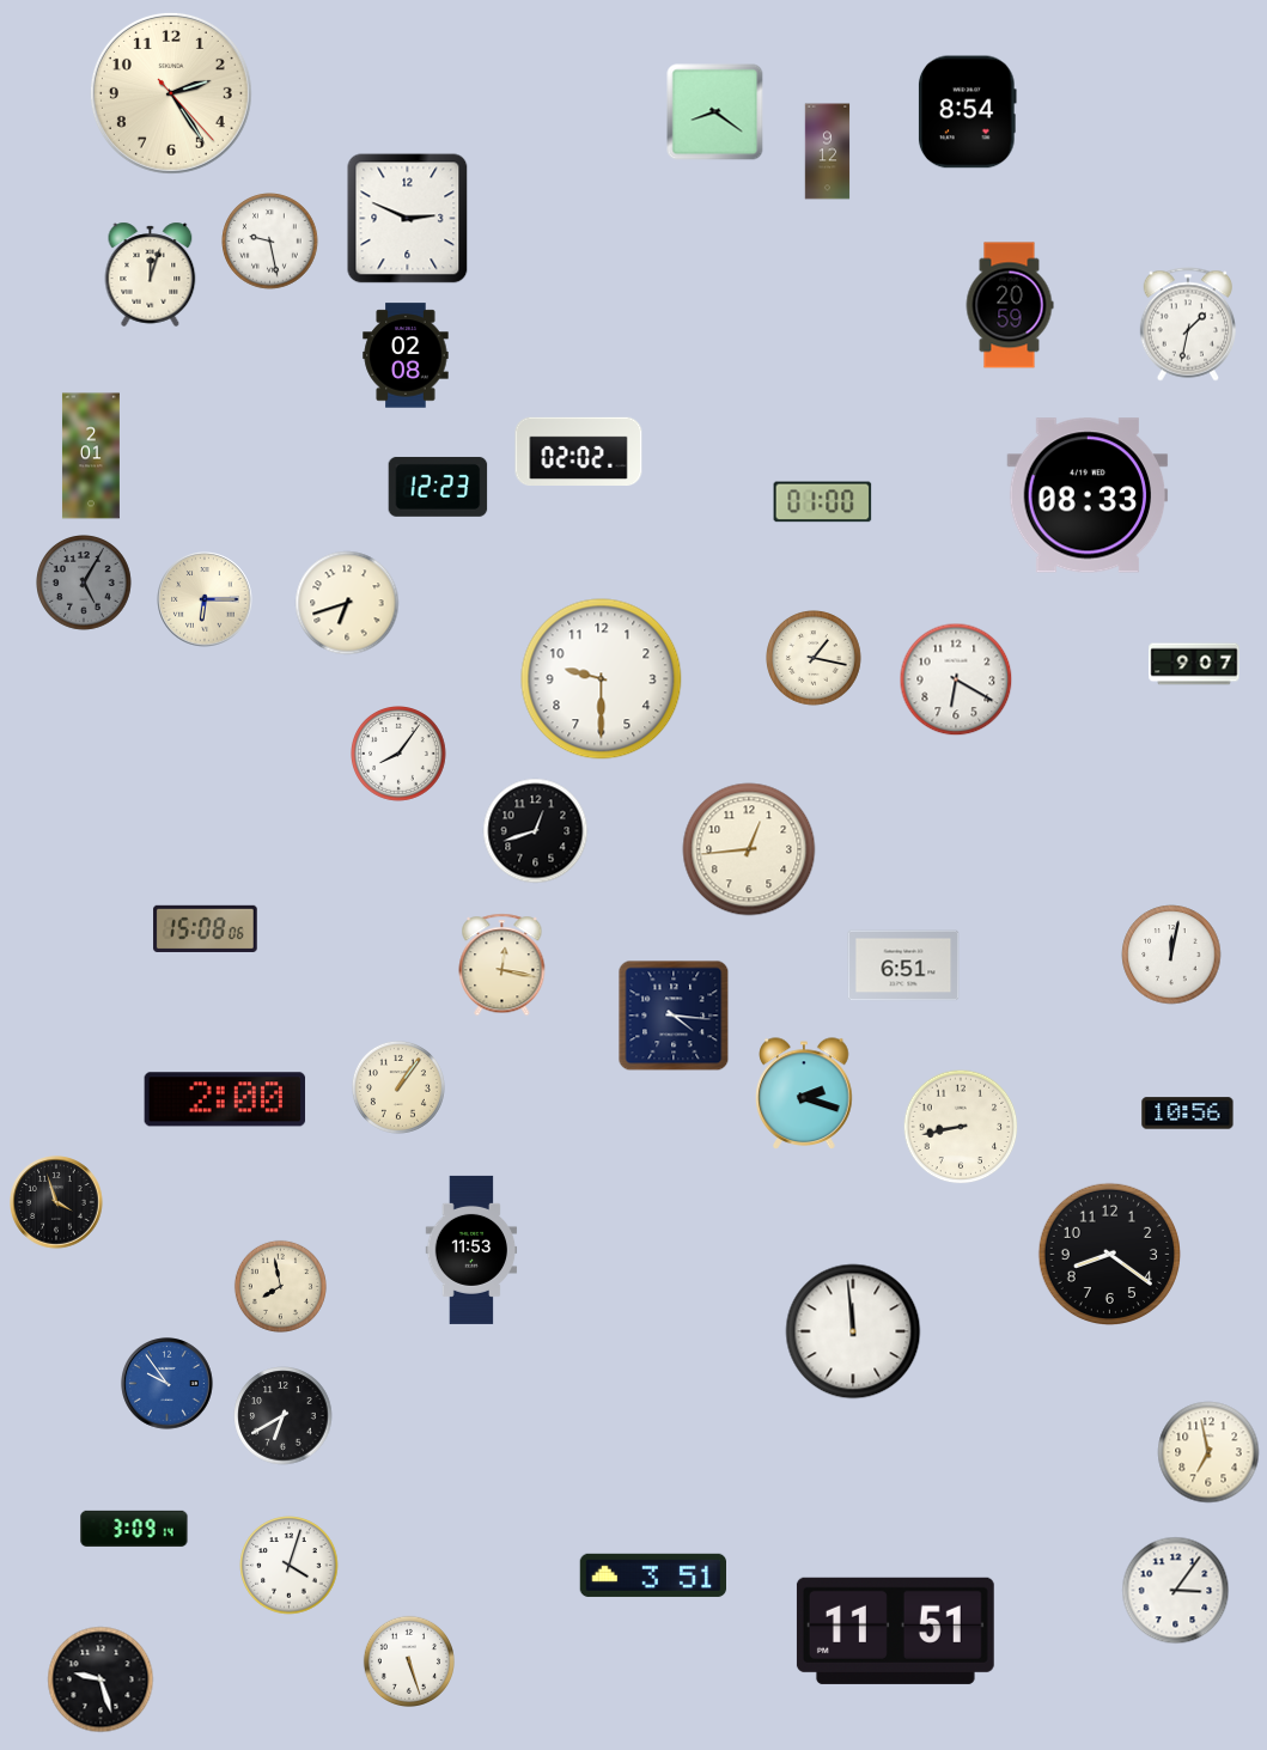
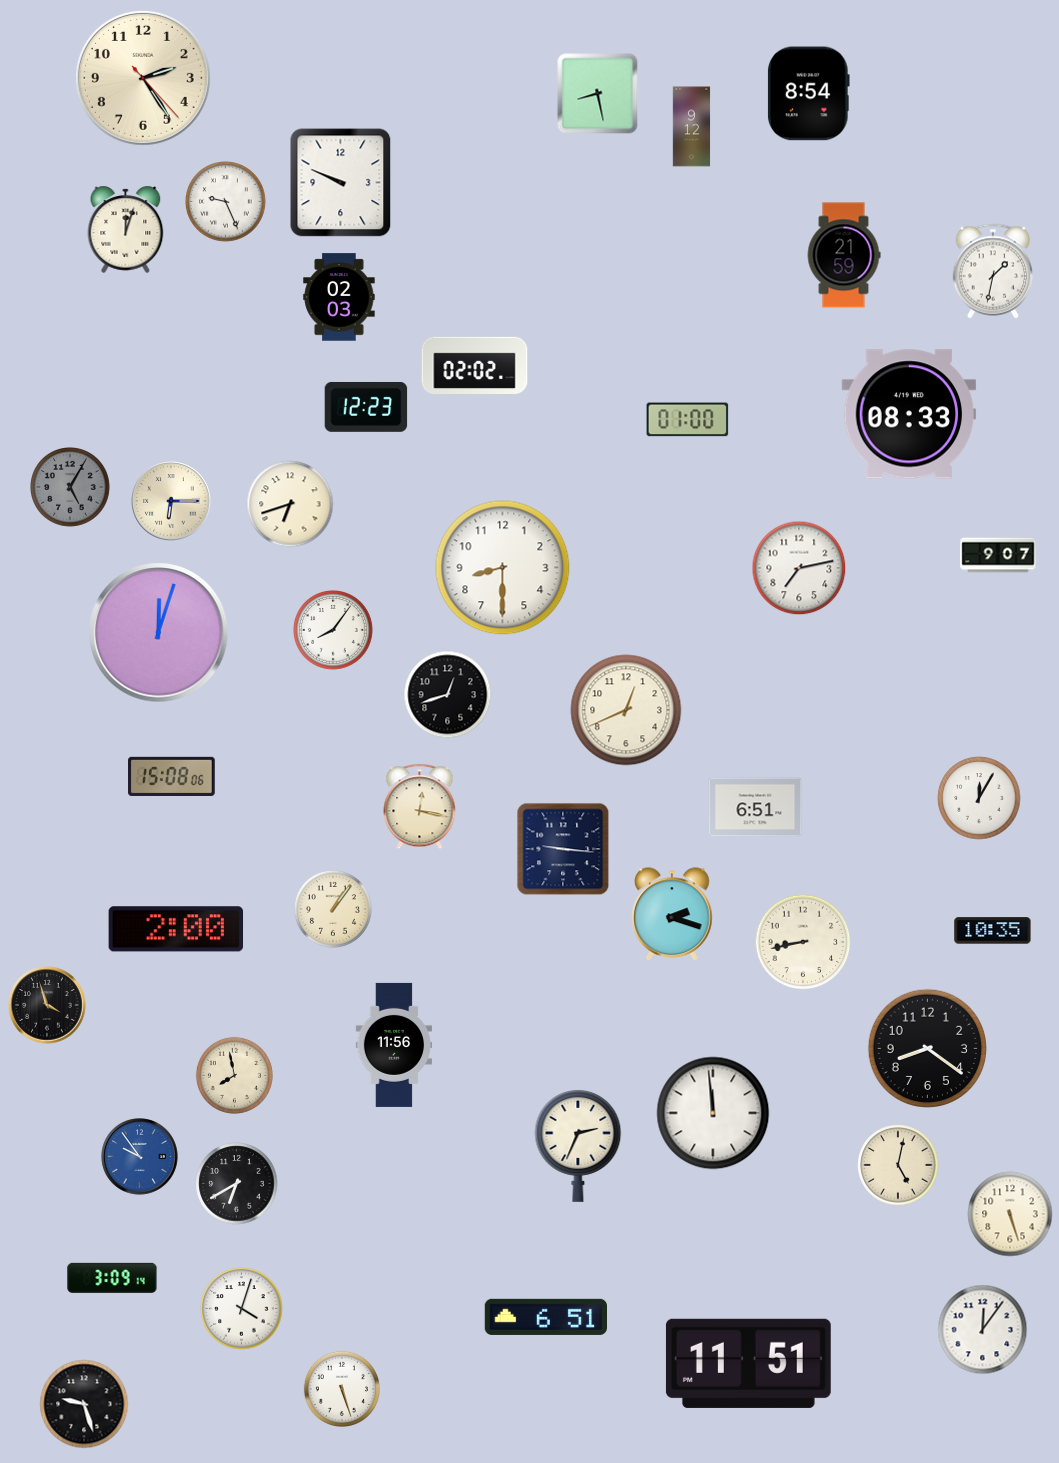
clock at (715, 112): 8:21 -> 8:28
clock at (408, 219): 2:49 -> 9:49
clock at (270, 242): 9:28 -> 9:26
clock at (1010, 305): 20:59 -> 21:59
clock at (406, 355): 02:08 -> 02:03
clock at (579, 451) position: (579, 451) -> (475, 365)
clock at (91, 456): 2:01 -> none
clock at (815, 659): 1:17 -> none
clock at (602, 679): 9:30 -> 8:30
clock at (956, 679): 6:20 -> 7:13
clock at (159, 633): none -> 12:03
clock at (749, 849): 12:44 -> 12:41
clock at (1171, 955): 12:02 -> 12:05
clock at (674, 1016): 4:16 -> 9:16
clock at (225, 1099) position: (225, 1099) -> (176, 929)
clock at (1188, 1114): 10:56 -> 10:35
clock at (471, 1250): 11:53 -> 11:56
clock at (578, 1145): none -> 2:34
clock at (898, 1165): none -> 5:02
clock at (1208, 1452): 6:58 -> 5:27
clock at (652, 1575): 3:51 -> 6:51
clock at (1176, 1591): 3:06 -> 12:06
